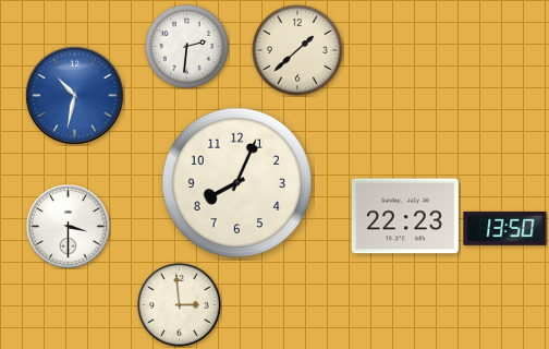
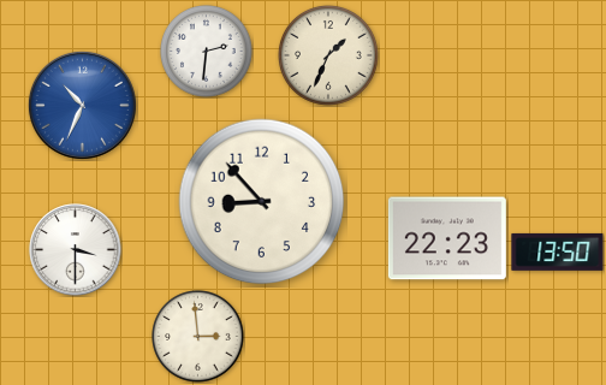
clock at (297, 50): 1:38 -> 1:34
clock at (74, 95): 10:32 -> 10:34
clock at (237, 183): 8:04 -> 8:53
